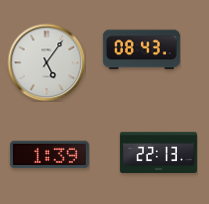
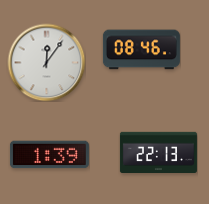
clock at (141, 50): 08:43 -> 08:46
clock at (46, 62): 5:06 -> 12:06
